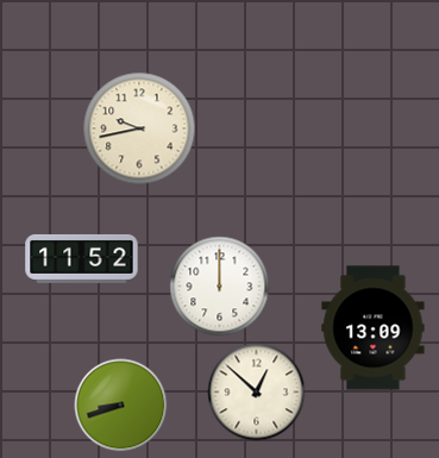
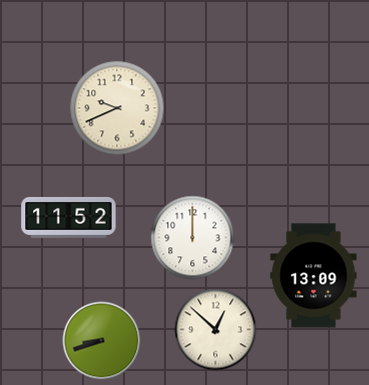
clock at (139, 128): 9:43 -> 9:41
clock at (219, 286) position: (219, 286) -> (192, 237)
